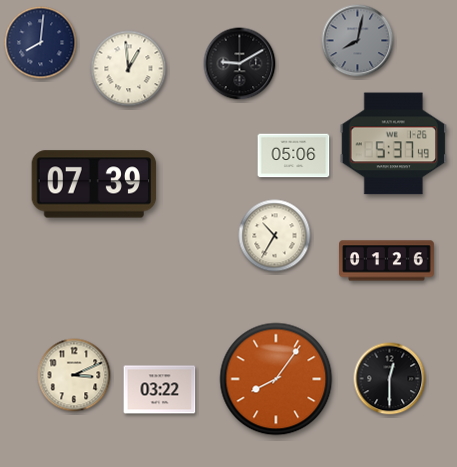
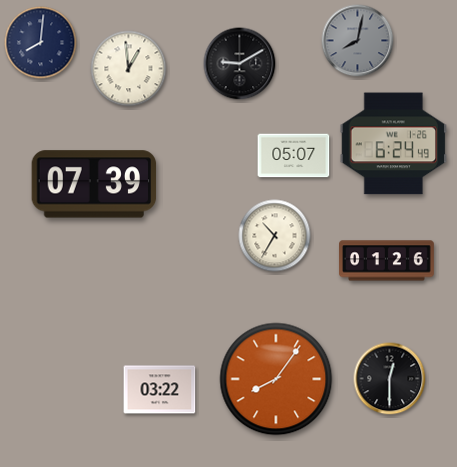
clock at (394, 144): 5:37 -> 6:24
clock at (294, 156): 05:06 -> 05:07
clock at (74, 375): 3:11 -> none
